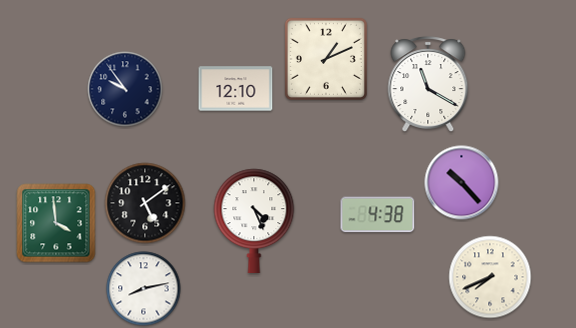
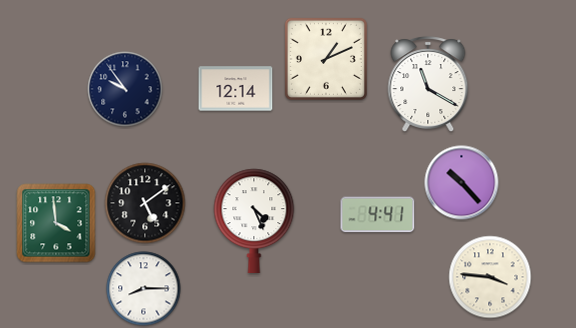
clock at (236, 89): 12:10 -> 12:14
clock at (378, 215): 4:38 -> 4:41
clock at (490, 277): 7:41 -> 3:46
clock at (144, 289): 8:13 -> 8:15
